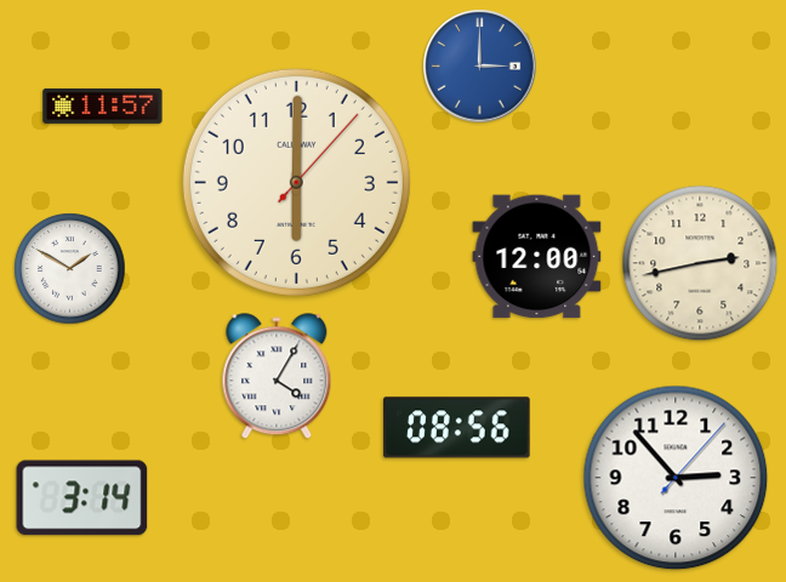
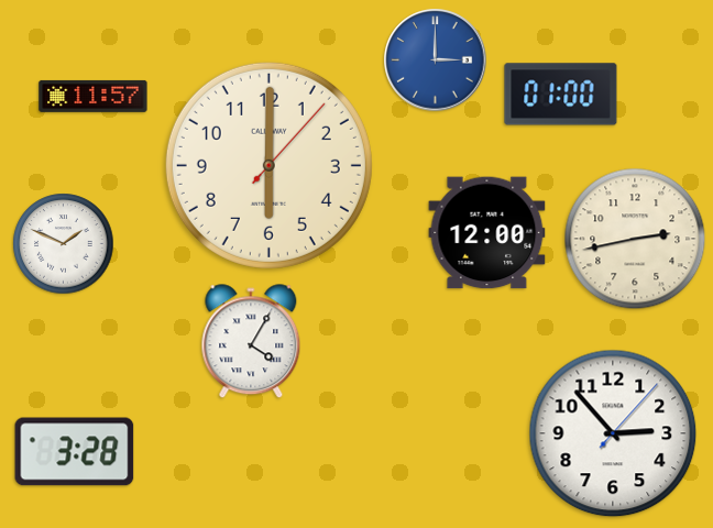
clock at (561, 95): none -> 01:00
clock at (70, 269): 1:50 -> 1:49
clock at (457, 428): 08:56 -> none
clock at (82, 498): 3:14 -> 3:28
